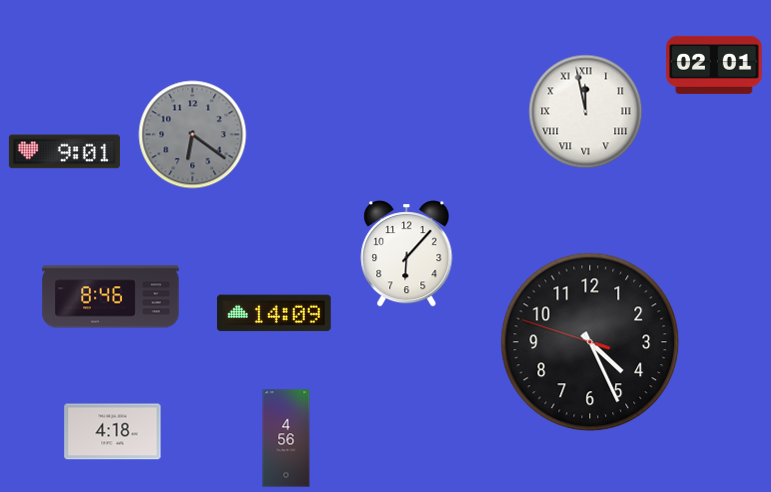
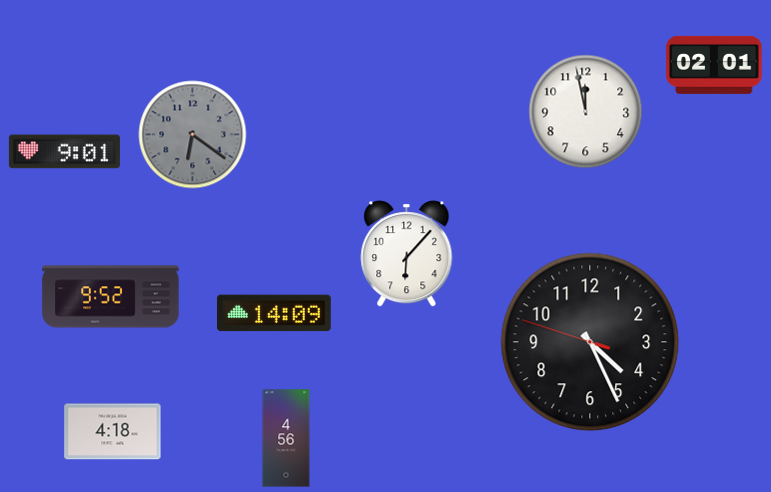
clock at (586, 112) numerals: Roman -> Arabic
clock at (111, 297): 8:46 -> 9:52
